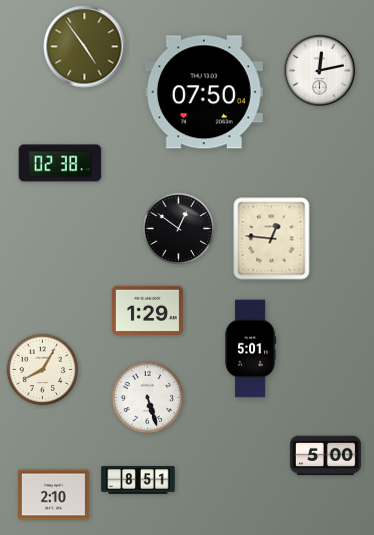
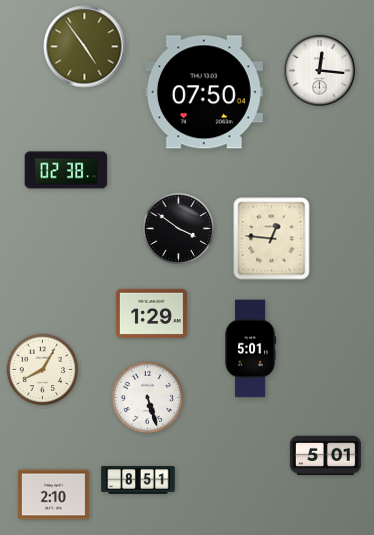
clock at (319, 70): 12:13 -> 12:16
clock at (60, 163) position: (60, 163) -> (66, 170)
clock at (179, 229): 12:51 -> 3:51
clock at (147, 310) position: (147, 310) -> (151, 313)
clock at (325, 456): 5:00 -> 5:01
